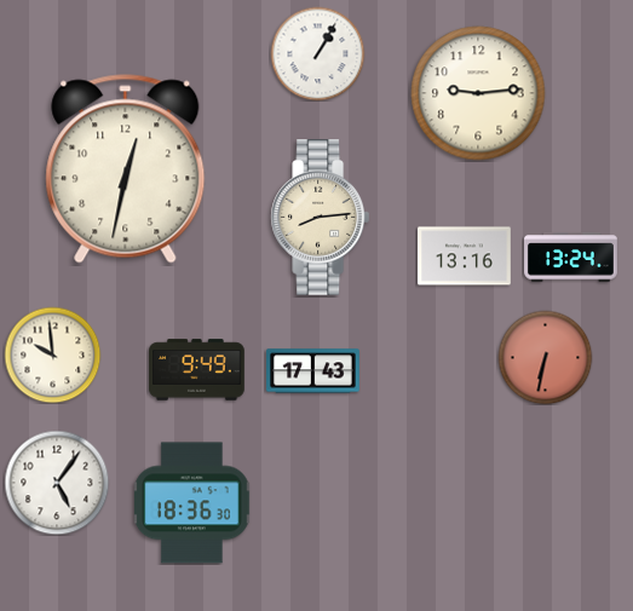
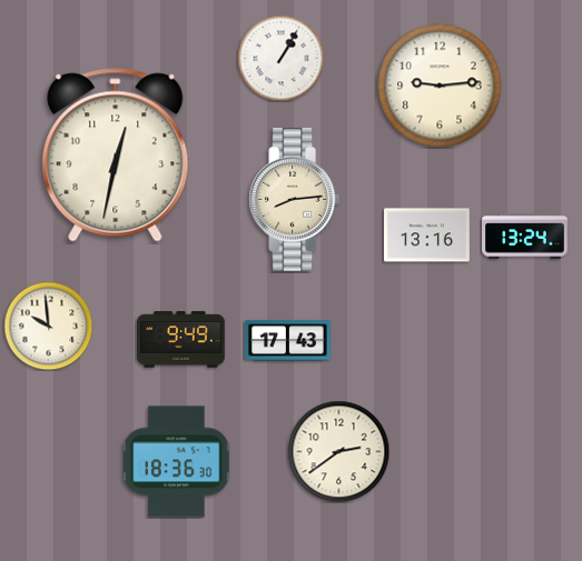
clock at (317, 53) position: (317, 53) -> (280, 58)
clock at (545, 357): 6:32 -> none
clock at (57, 483): 5:06 -> none
clock at (338, 451): none -> 2:39
